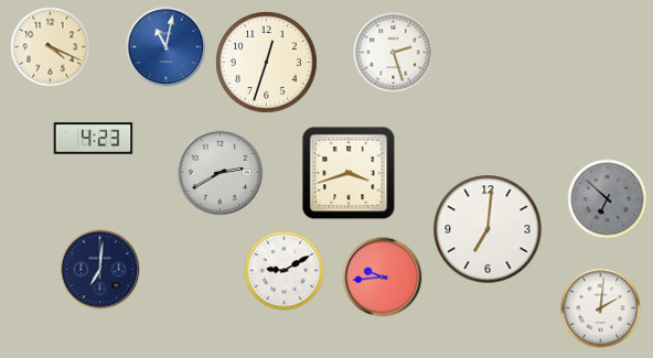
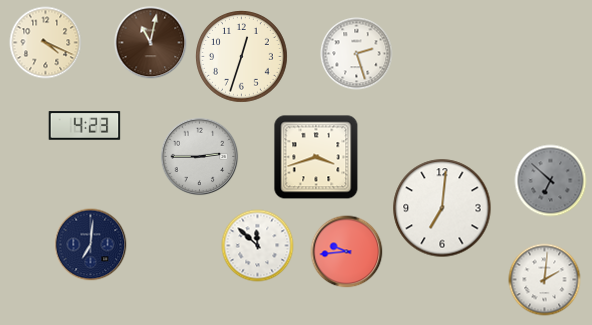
clock at (167, 47) dial: blue -> brown
clock at (394, 53) position: (394, 53) -> (357, 54)
clock at (221, 173): 2:40 -> 2:45
clock at (285, 271): 9:10 -> 11:52
